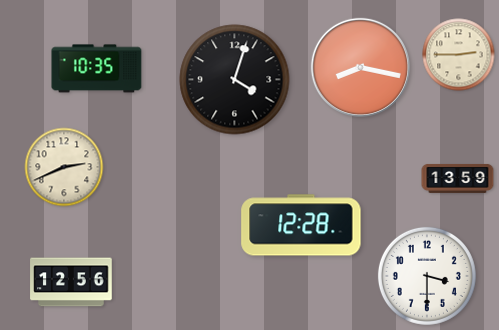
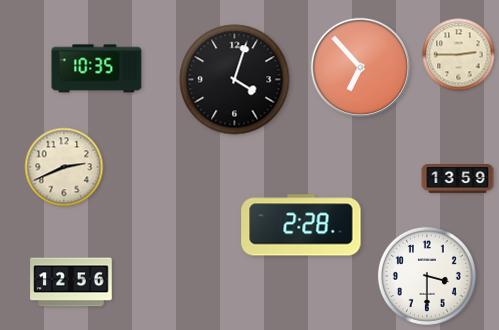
clock at (360, 67): 8:17 -> 6:53
clock at (301, 225): 12:28 -> 2:28
